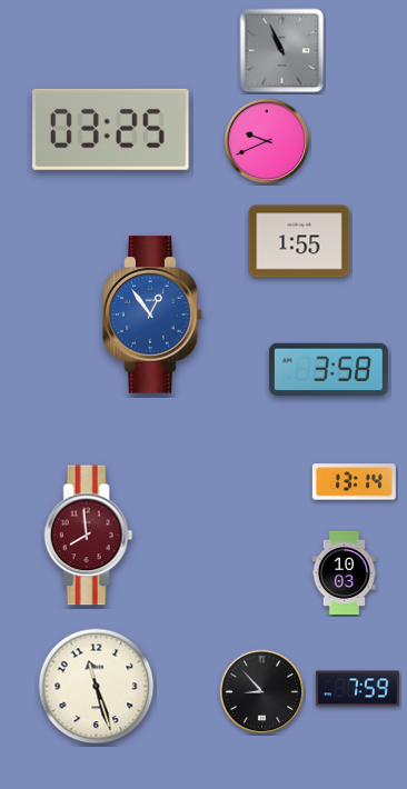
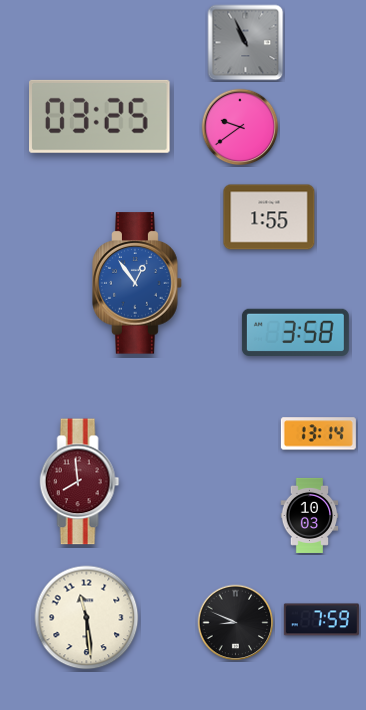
clock at (282, 51) position: (282, 51) -> (246, 43)
clock at (267, 141): 9:41 -> 9:39
clock at (97, 687): 11:27 -> 11:29
clock at (262, 692): 8:53 -> 8:49
